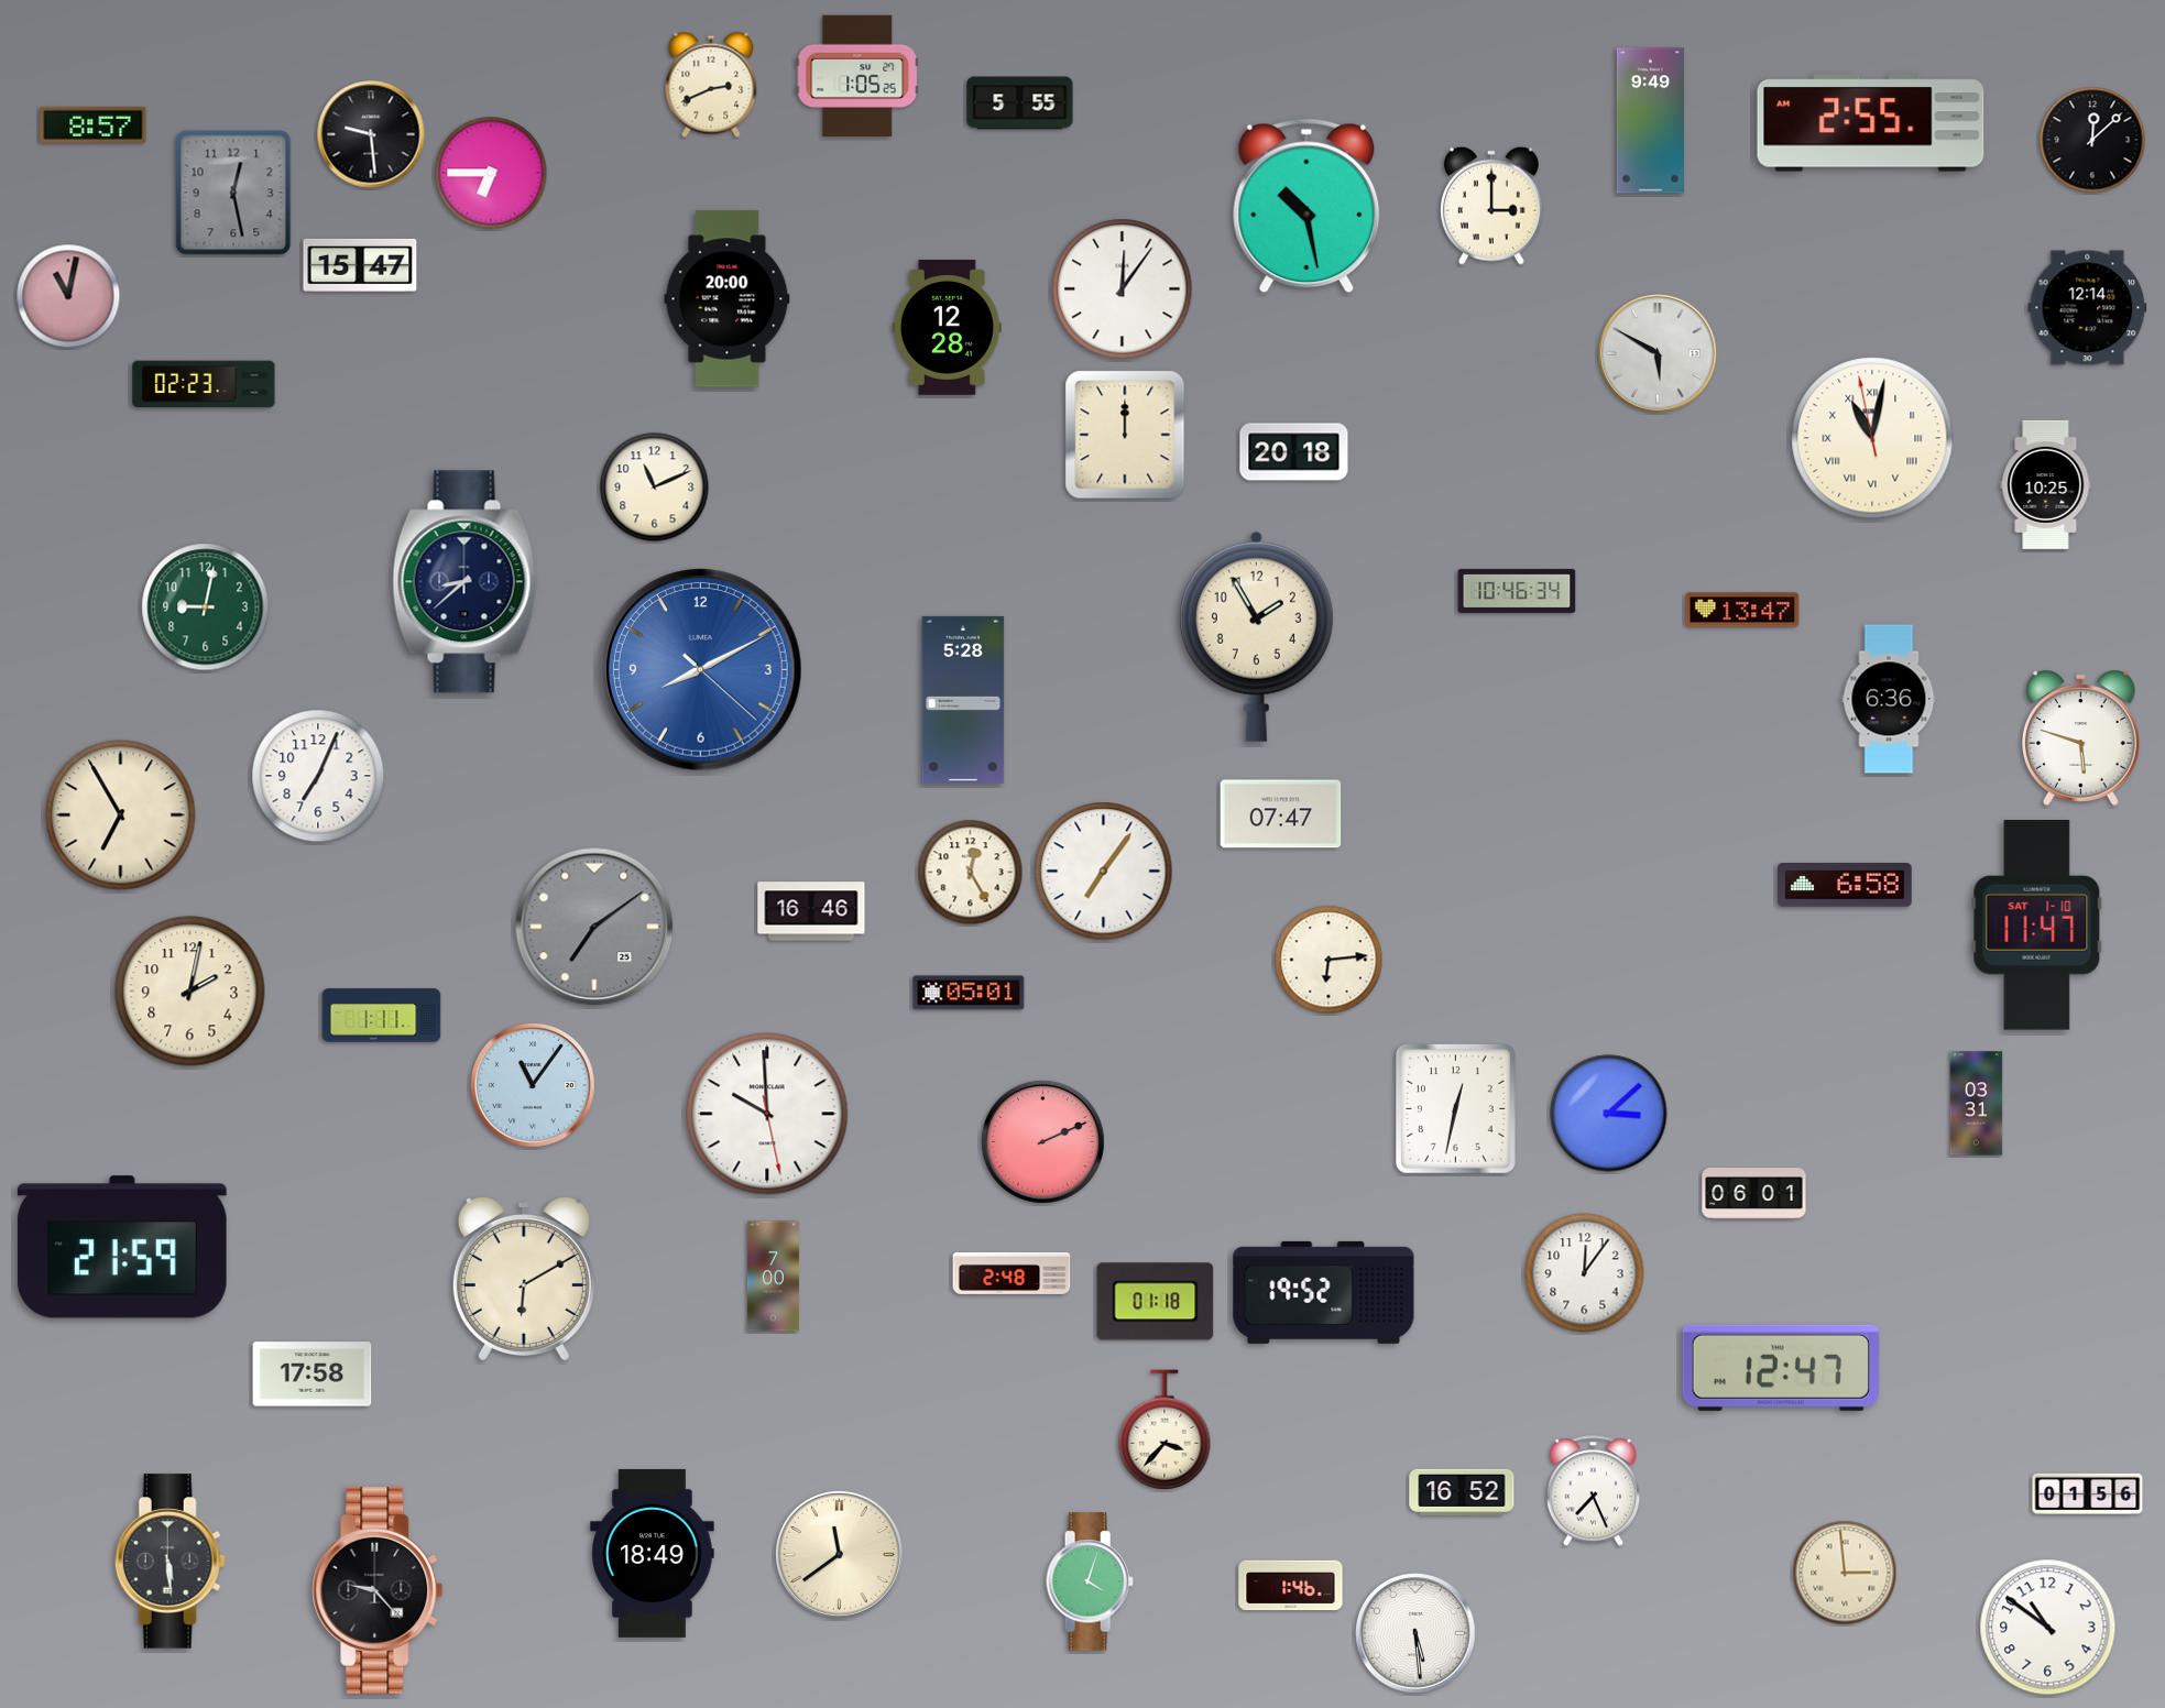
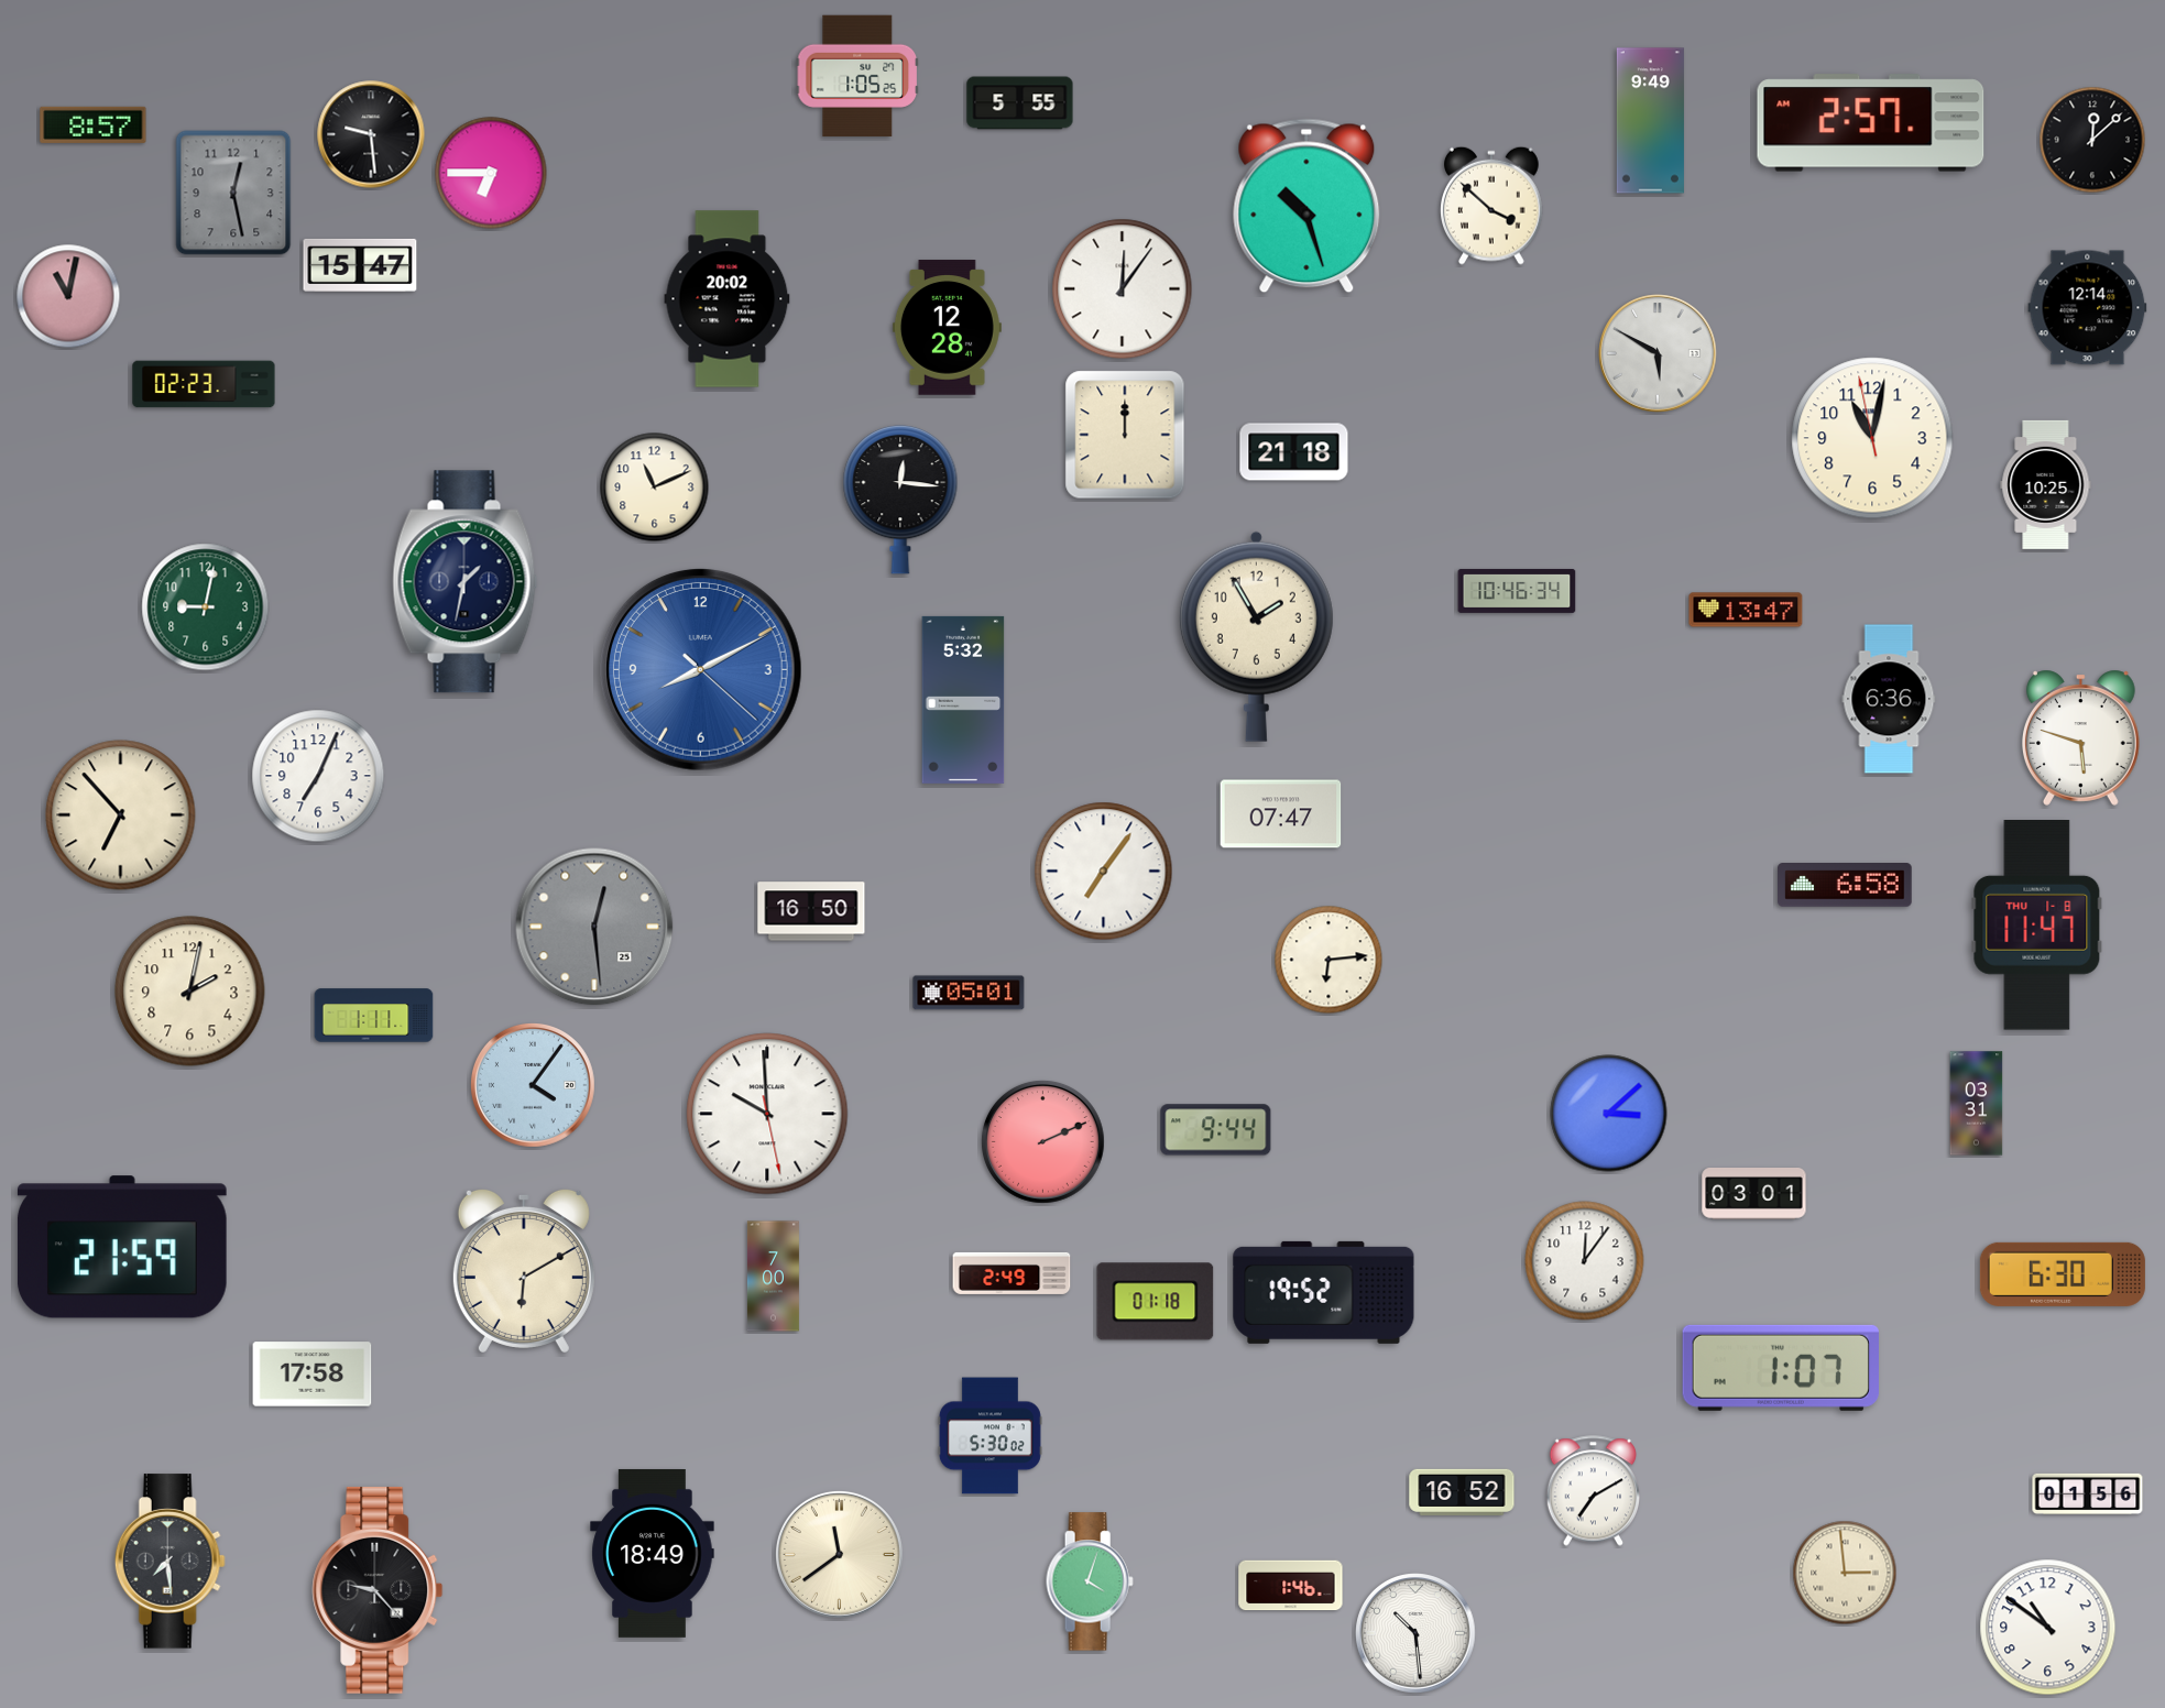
clock at (711, 85): 2:41 -> none
clock at (1871, 123): 2:55 -> 2:57
clock at (1306, 206): 10:28 -> 10:27
clock at (1492, 206): 3:00 -> 3:52
clock at (728, 299): 20:00 -> 20:02
clock at (1872, 438) numerals: Roman -> Arabic
clock at (1294, 452): 20:18 -> 21:18
clock at (900, 501): none -> 12:16
clock at (466, 582): 8:38 -> 1:32
clock at (1742, 610) position: (1742, 610) -> (1746, 610)
clock at (963, 700): 5:28 -> 5:32
clock at (121, 815): 6:55 -> 6:53
clock at (971, 873): 12:25 -> none
clock at (811, 911): 16:46 -> 16:50
clock at (2037, 926) date: SAT 1-10 -> THU 1-8
clock at (594, 927): 7:09 -> 12:29
clock at (382, 1016) position: (382, 1016) -> (374, 1016)
clock at (533, 1085): 11:06 -> 4:06
clock at (1455, 1109): 12:32 -> none
clock at (1216, 1130): none -> 9:44
clock at (1754, 1194): 06:01 -> 03:01
clock at (1012, 1273): 2:48 -> 2:49
clock at (1585, 1273) position: (1585, 1273) -> (1585, 1261)
clock at (2063, 1274): none -> 6:30
clock at (524, 1278) position: (524, 1278) -> (524, 1270)
clock at (1781, 1368): 12:47 -> 1:07
clock at (1164, 1430): 3:37 -> none
clock at (989, 1436): none -> 5:30
clock at (1593, 1491): 7:26 -> 7:10
clock at (170, 1562): 5:29 -> 7:29
clock at (1415, 1633): 5:29 -> 10:29
